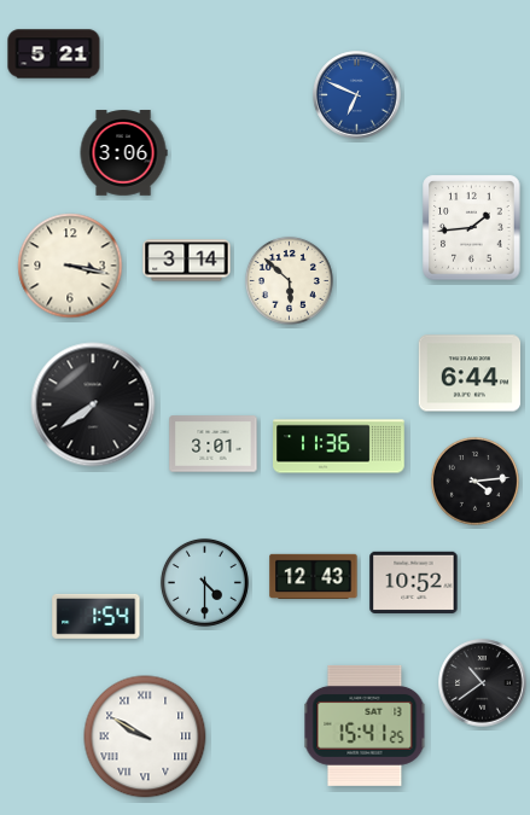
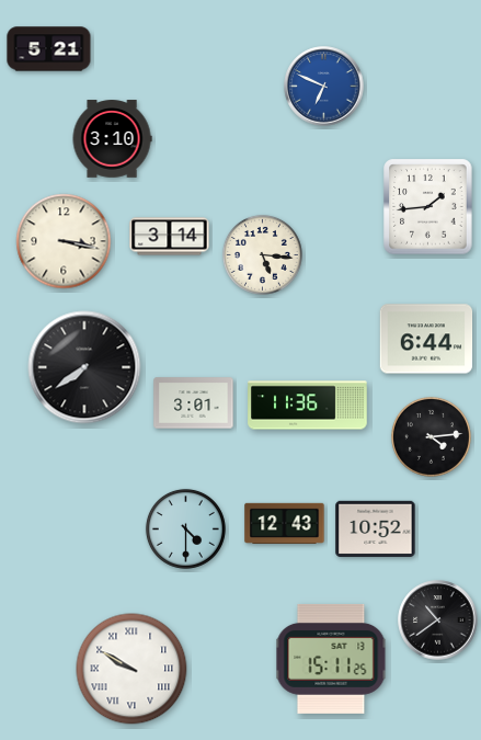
clock at (123, 153): 3:06 -> 3:10
clock at (289, 280): 5:52 -> 5:16
clock at (97, 616): 1:54 -> none
clock at (365, 726): 15:41 -> 15:11
